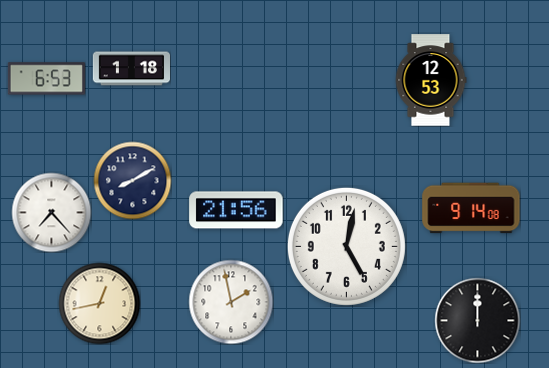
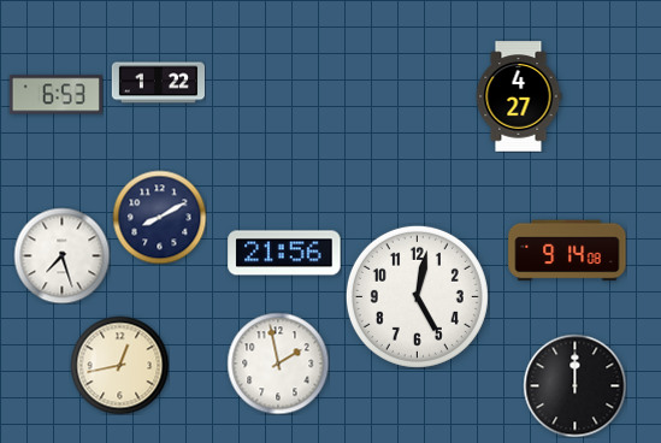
clock at (131, 69): 1:18 -> 1:22
clock at (431, 80): 12:53 -> 4:27
clock at (51, 212): 7:23 -> 7:27
